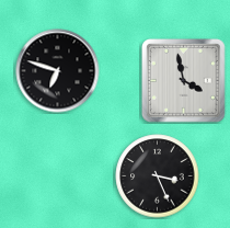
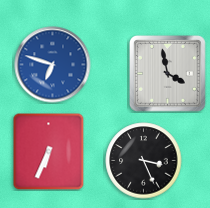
clock at (58, 71) dial: black -> blue
clock at (49, 151): none -> 6:34
